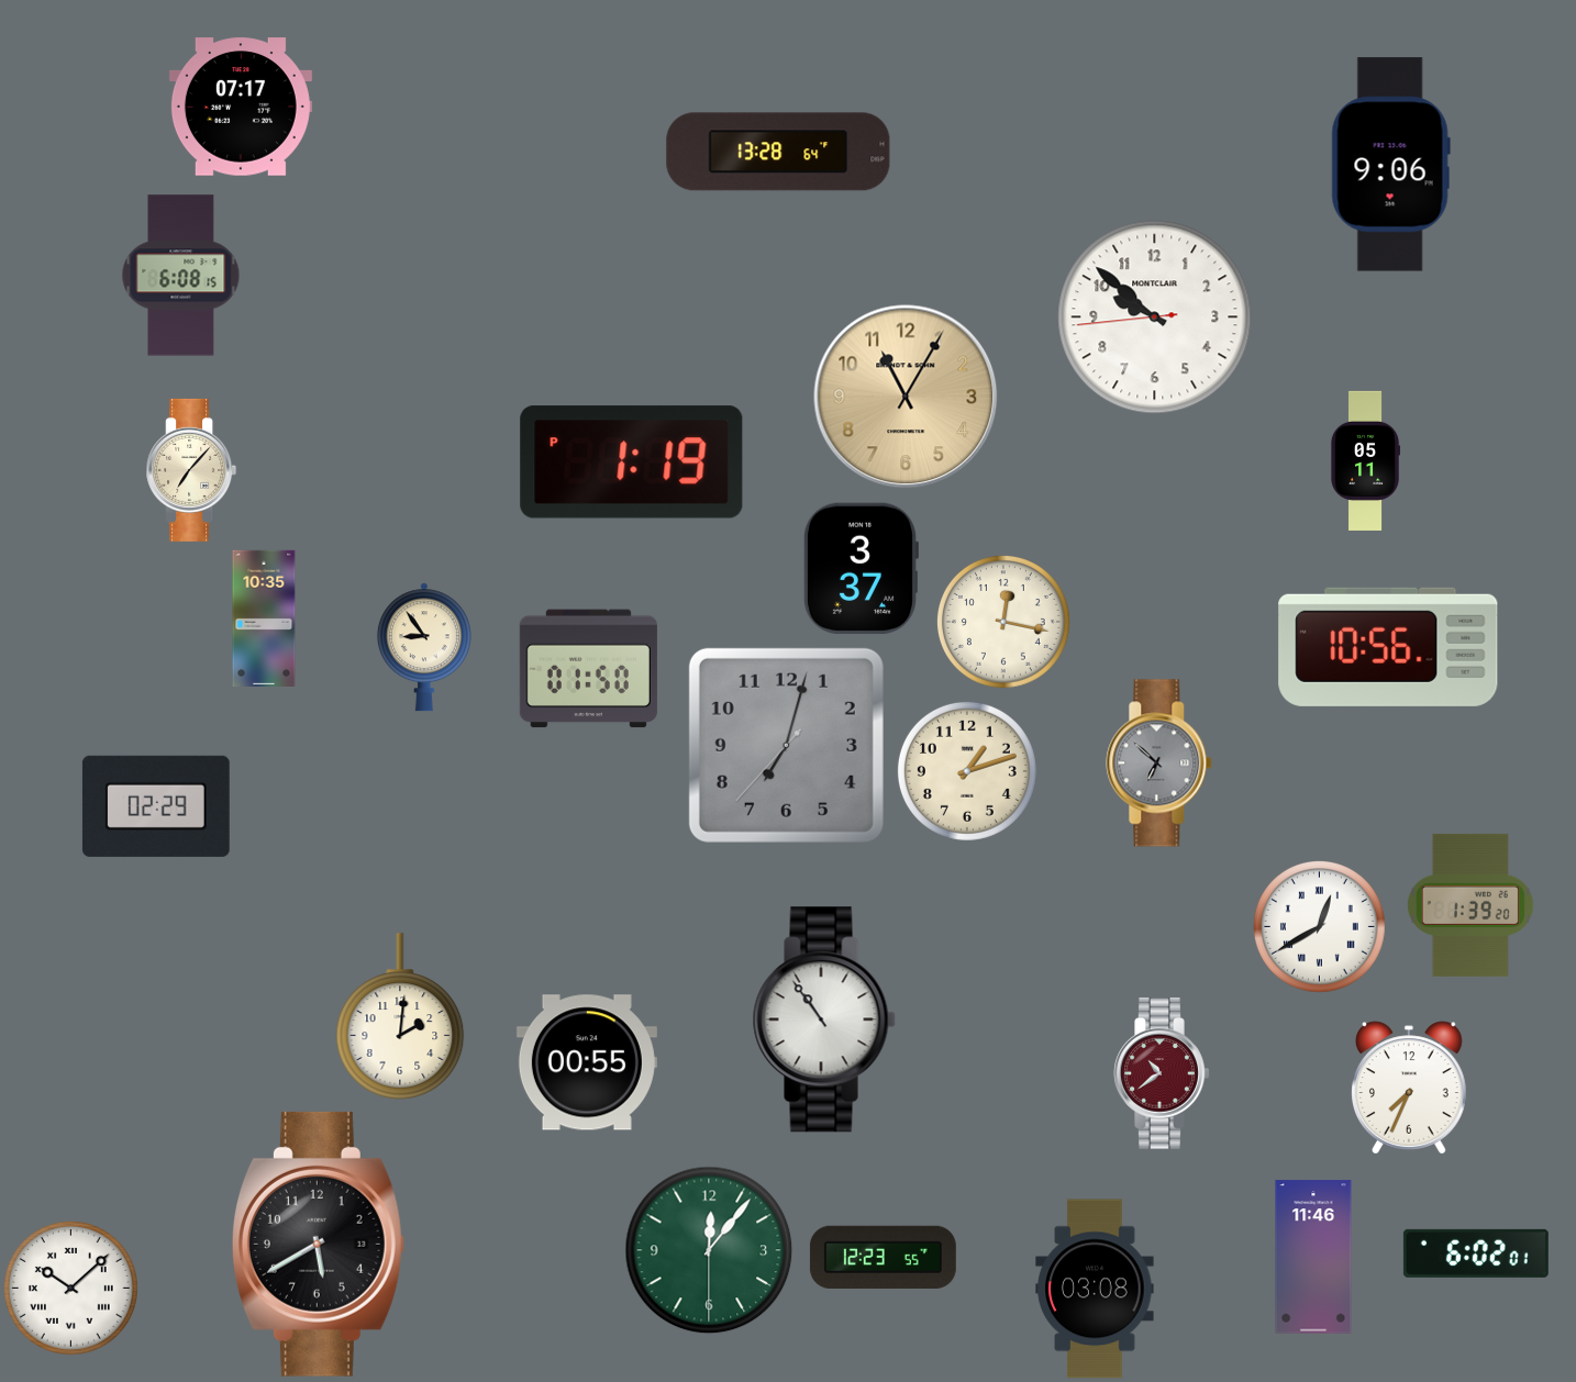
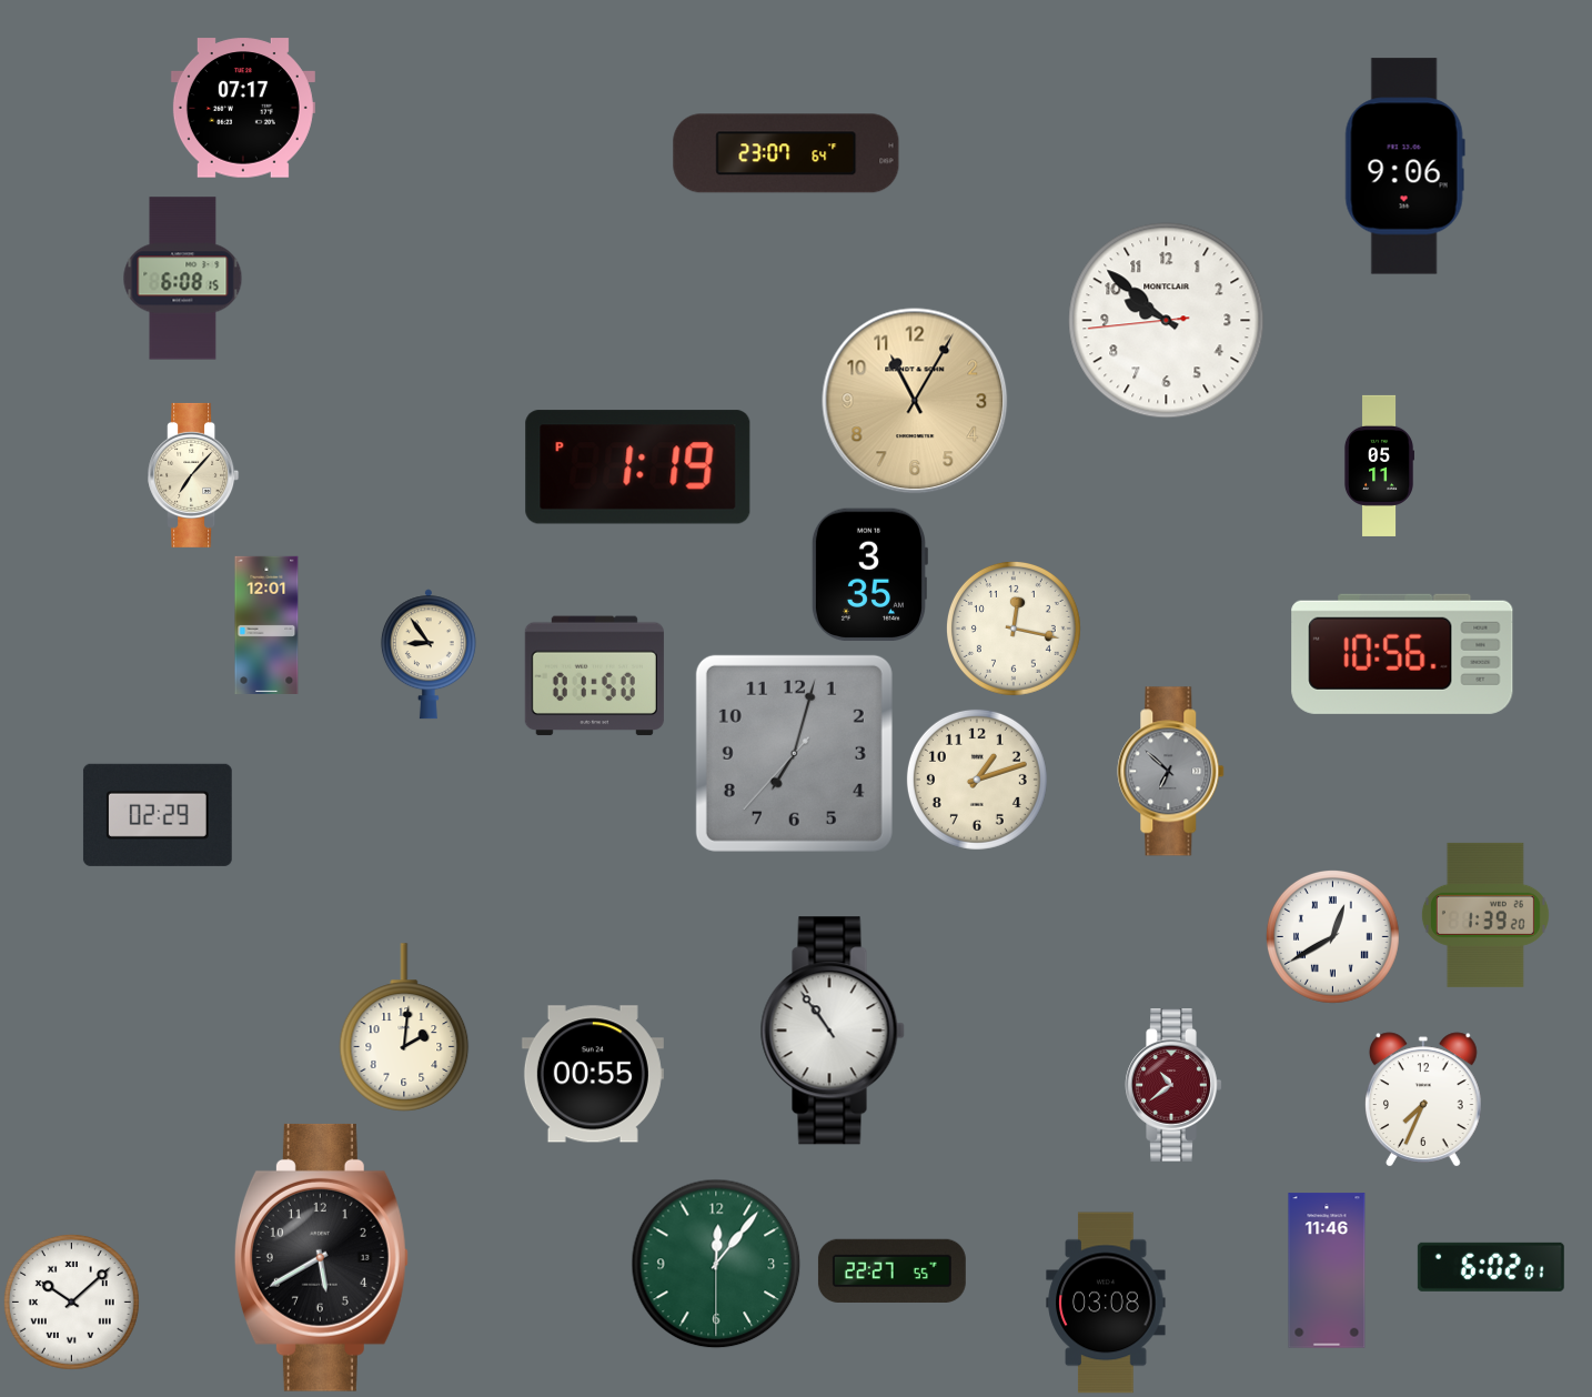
clock at (778, 152): 13:28 -> 23:07
clock at (861, 568): 3:37 -> 3:35
clock at (264, 617): 10:35 -> 12:01
clock at (883, 1257): 12:23 -> 22:27
